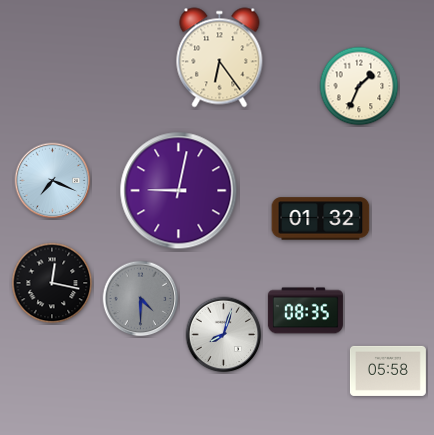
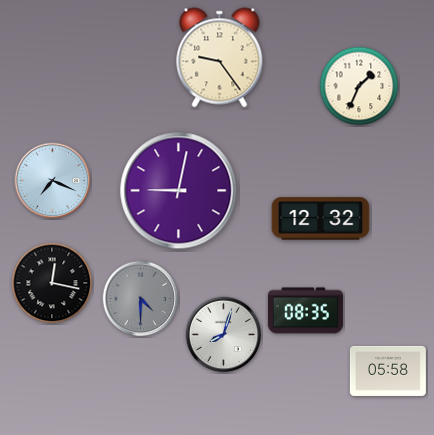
clock at (220, 58): 6:24 -> 9:24
clock at (321, 219): 01:32 -> 12:32
